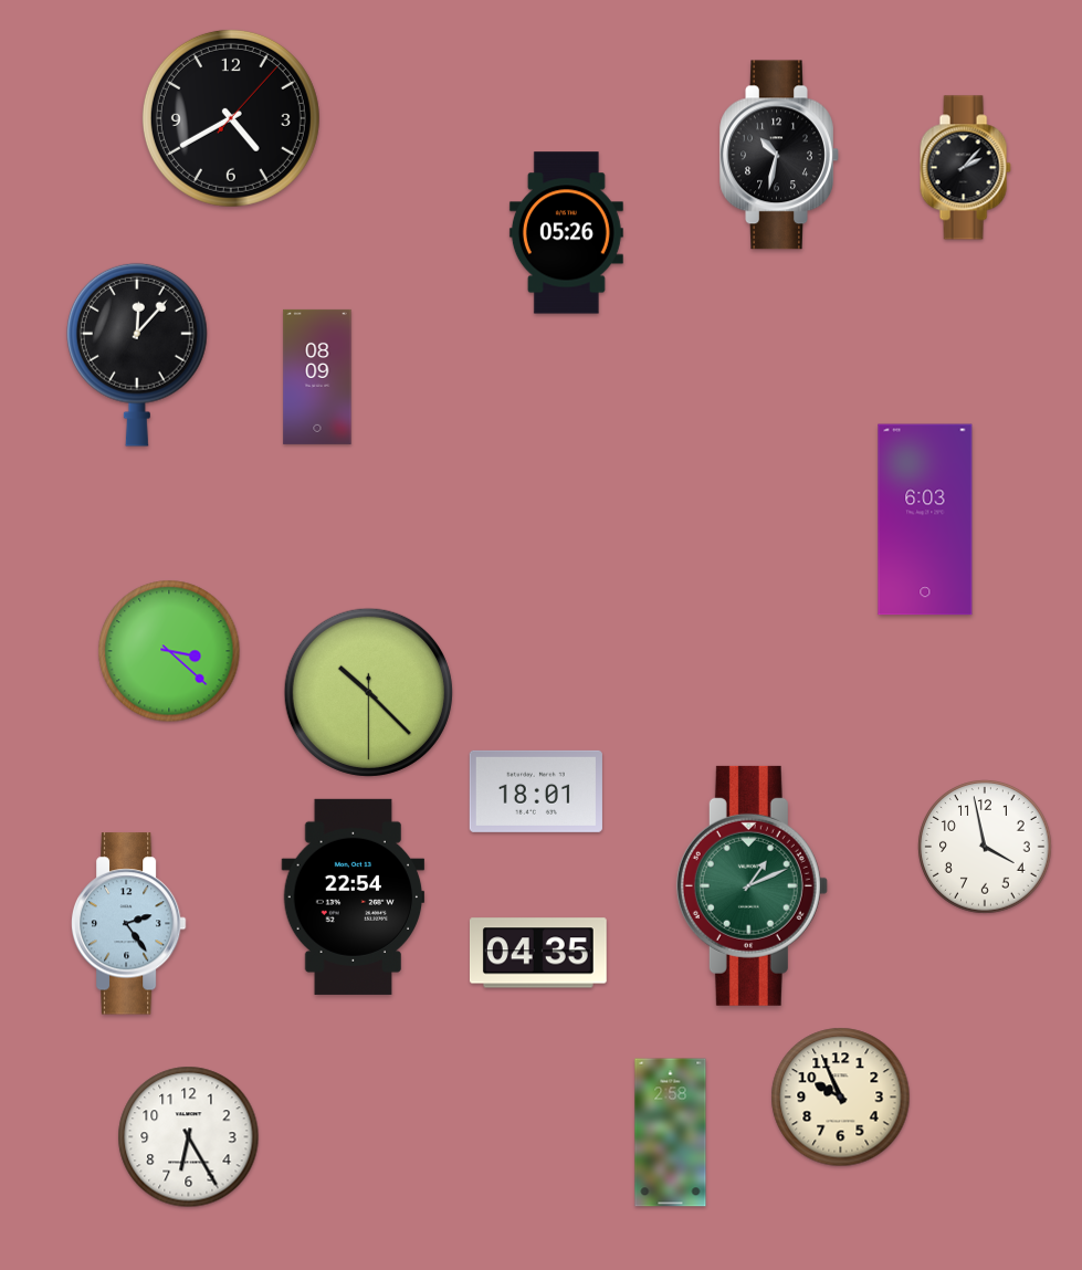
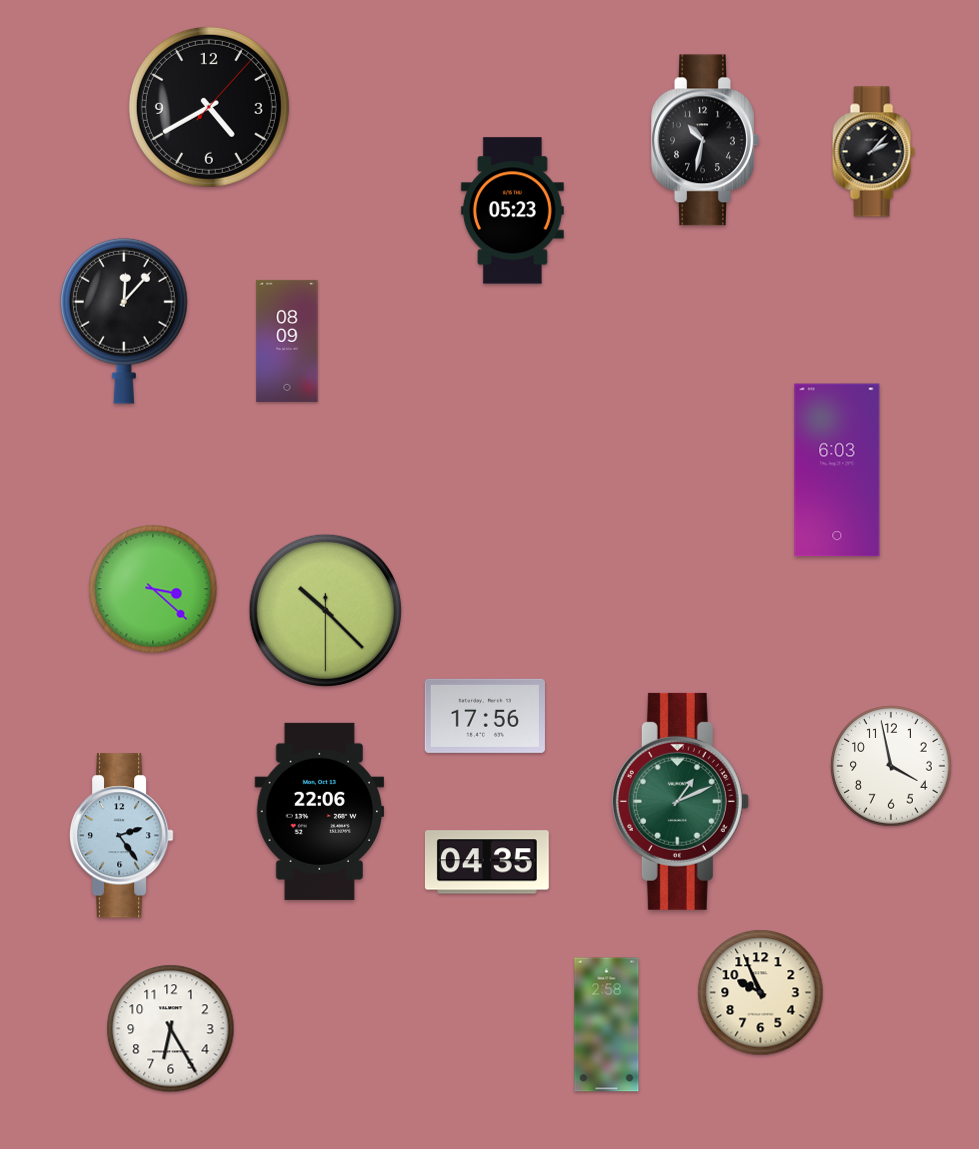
clock at (566, 233): 05:26 -> 05:23
clock at (368, 692) position: (368, 692) -> (325, 610)
clock at (536, 791): 18:01 -> 17:56
clock at (354, 896): 22:54 -> 22:06
clock at (128, 924) position: (128, 924) -> (121, 836)
